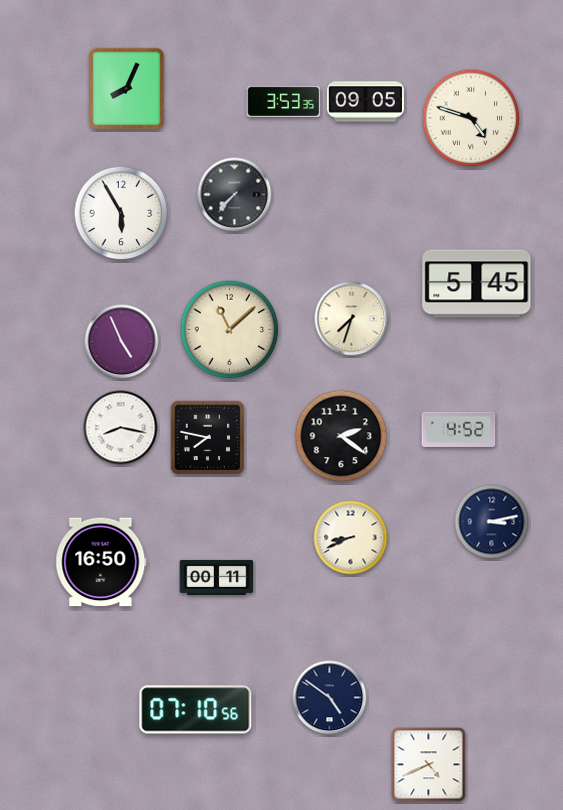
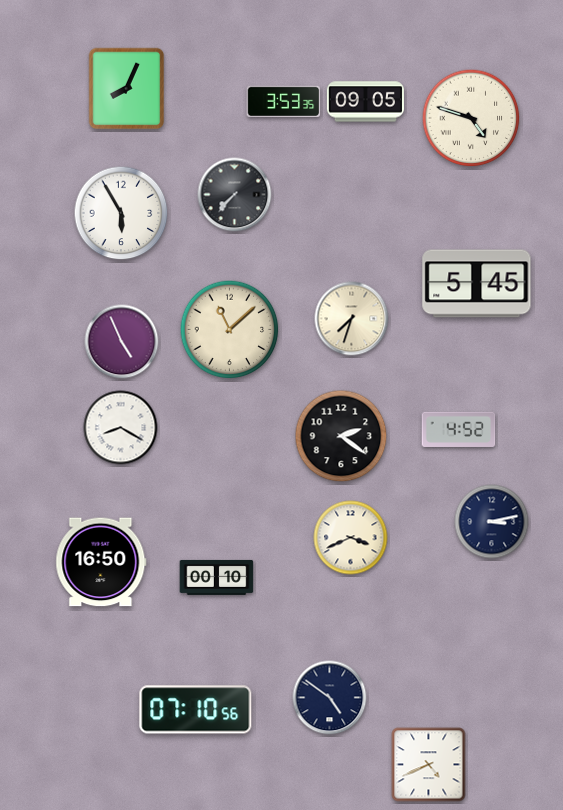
clock at (121, 428): 8:17 -> 8:20
clock at (208, 438): 7:47 -> none
clock at (351, 538): 8:41 -> 3:41
clock at (217, 577): 00:11 -> 00:10
